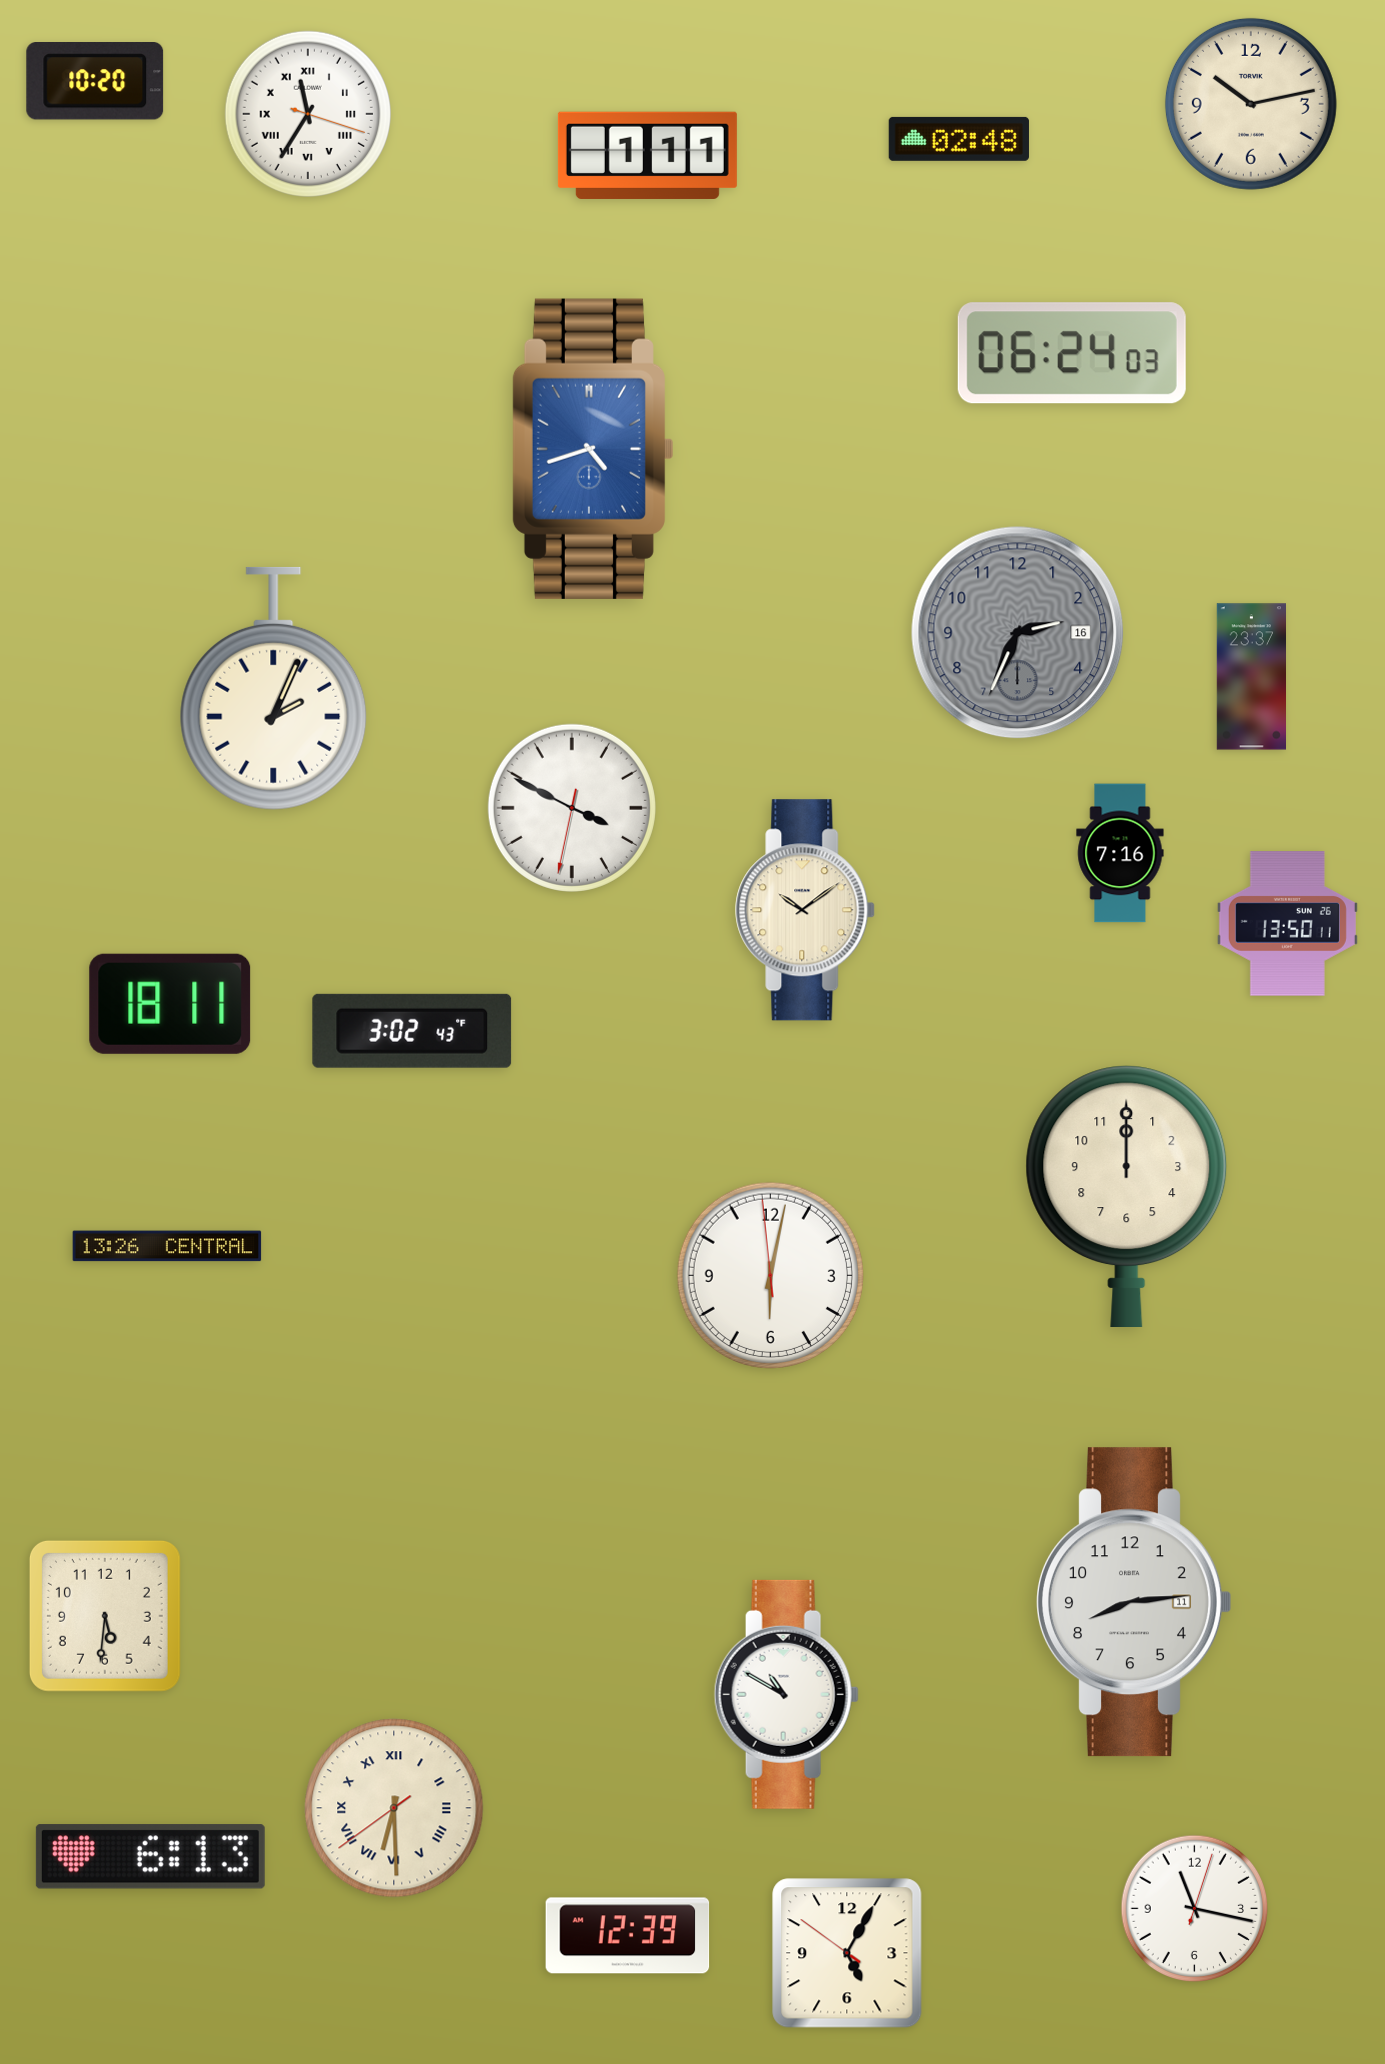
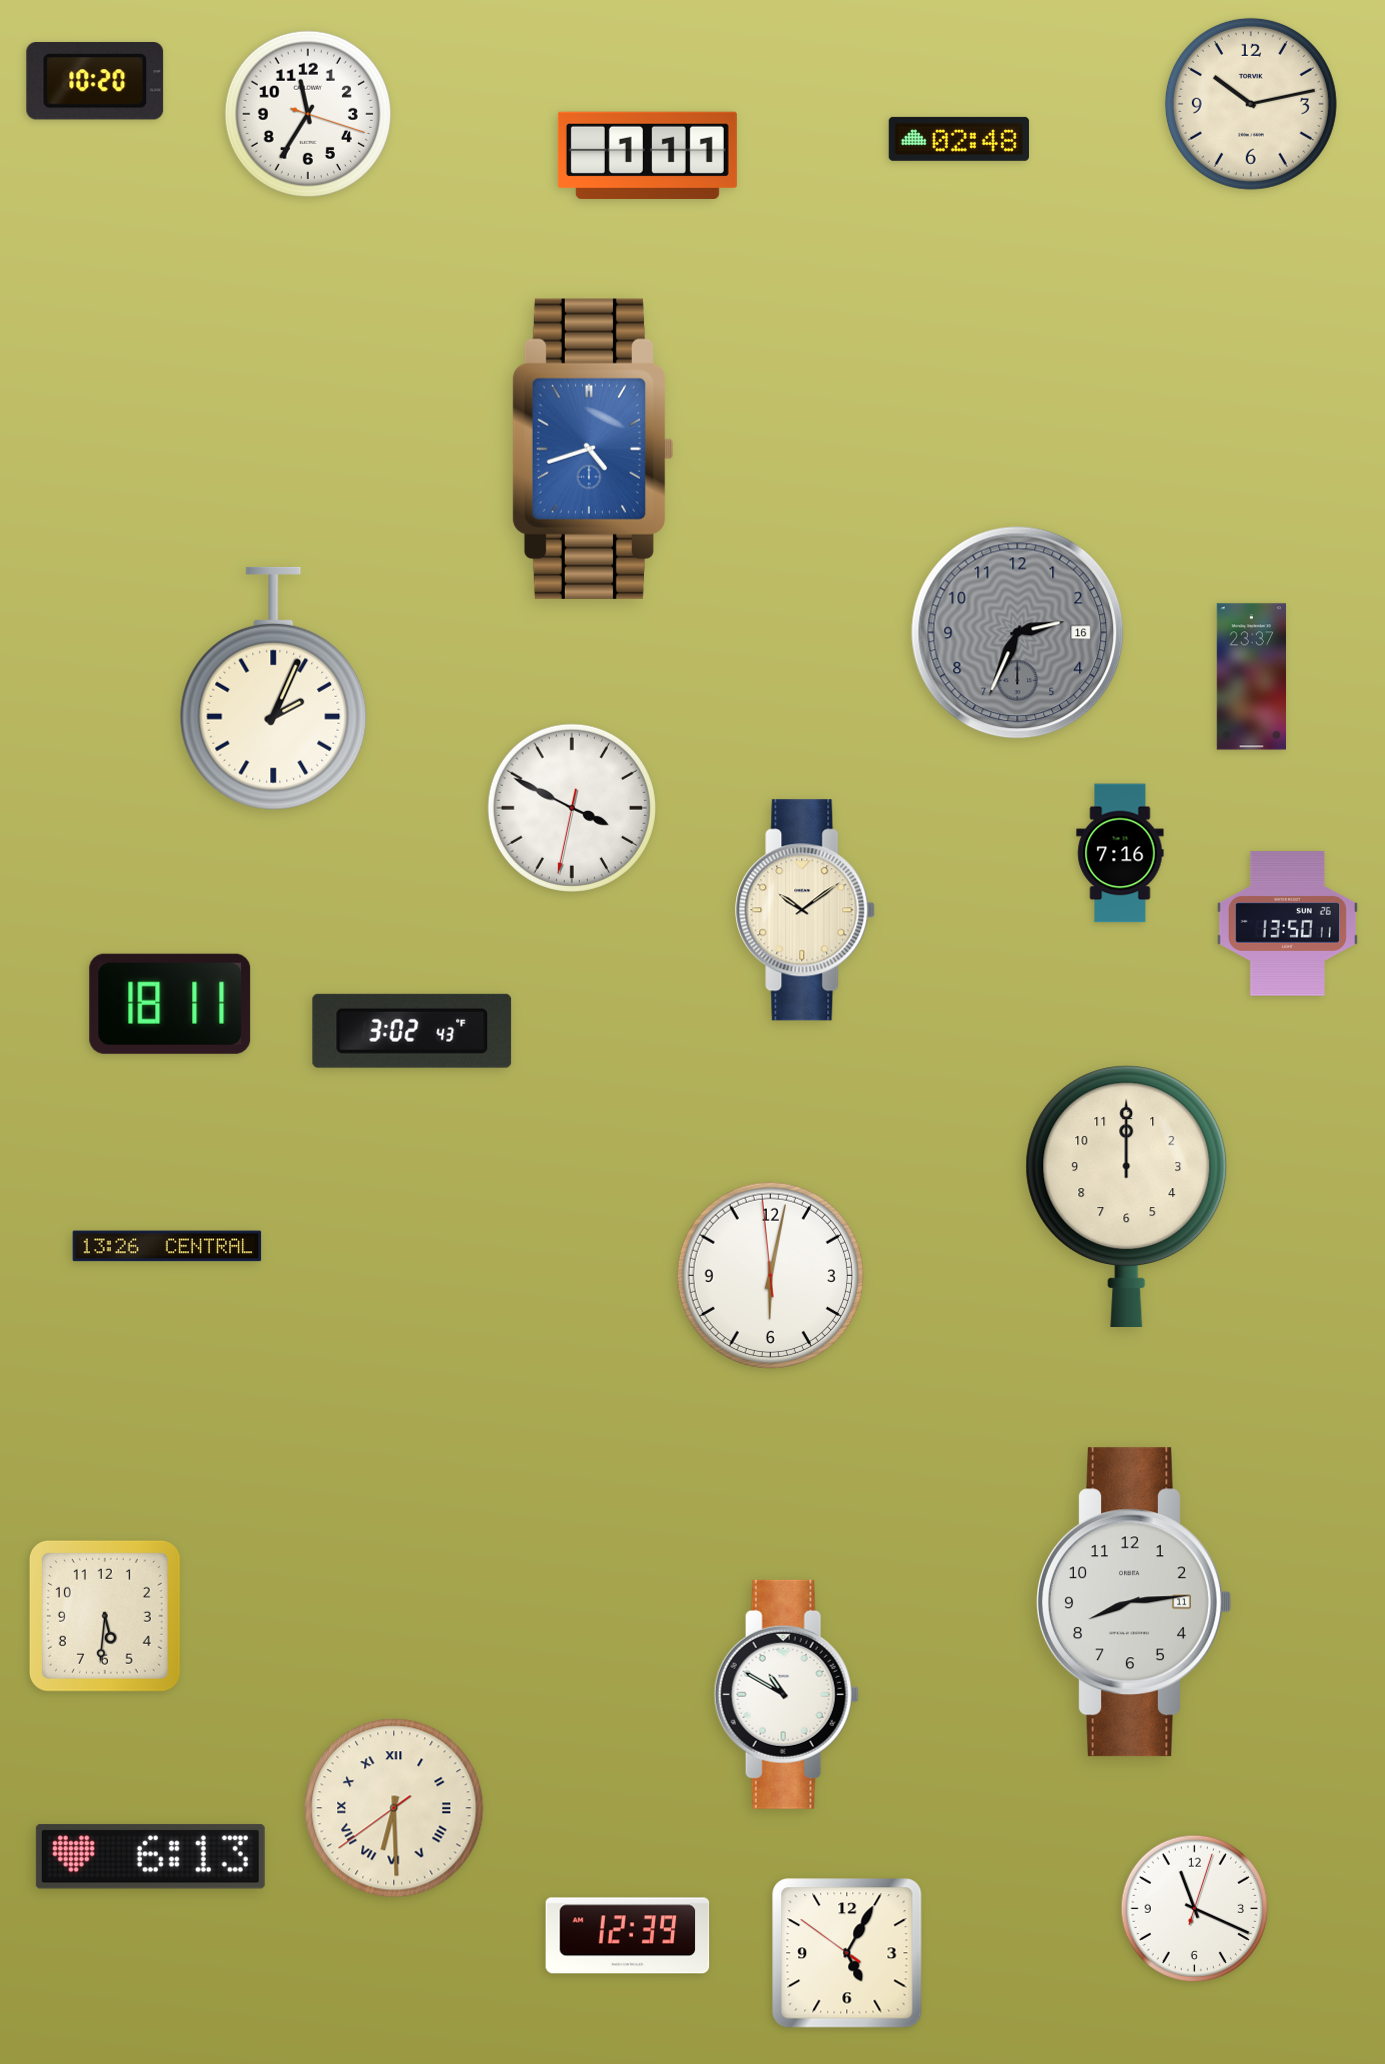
clock at (307, 113) numerals: Roman -> Arabic
clock at (1072, 353): 06:24 -> none
clock at (1195, 1909): 11:17 -> 11:19
